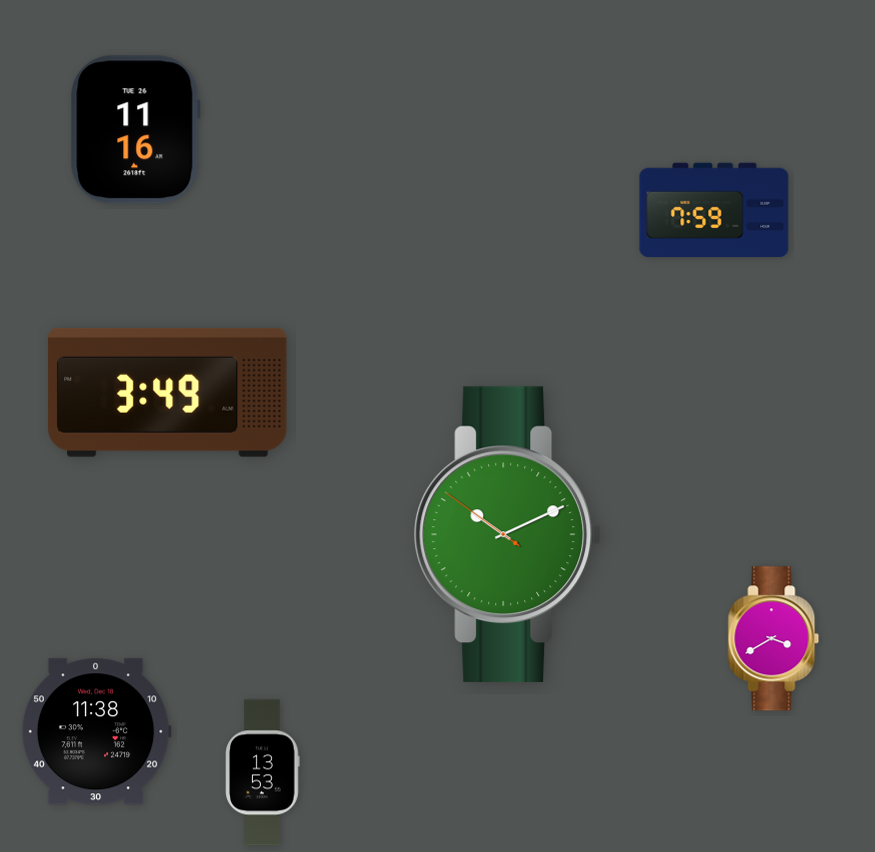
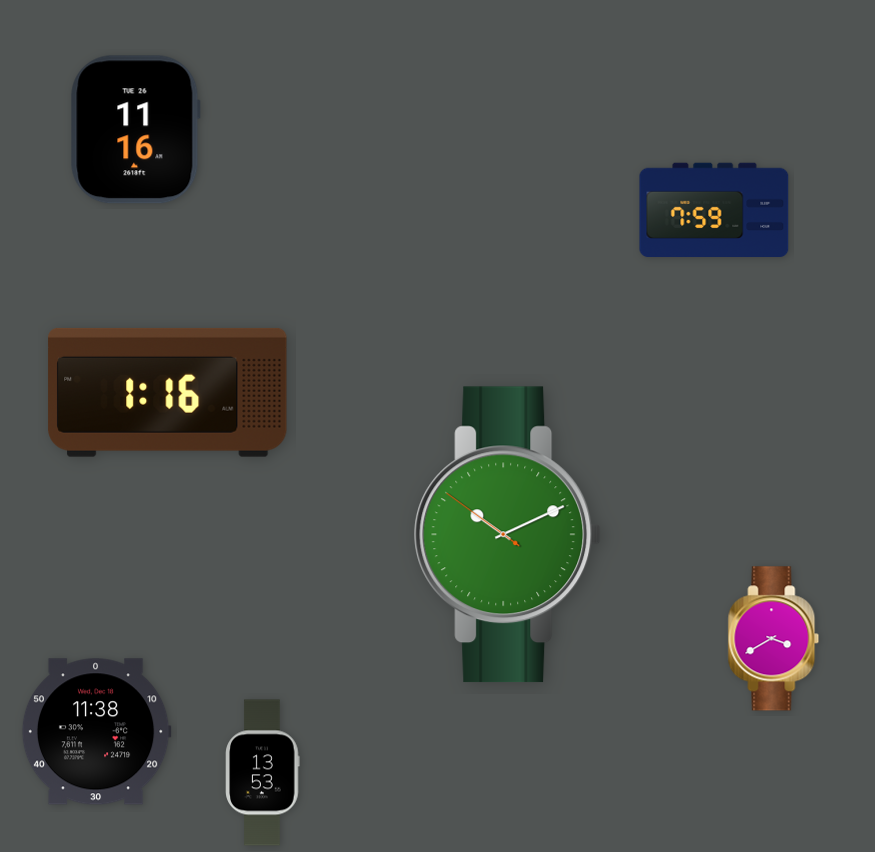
clock at (168, 392): 3:49 -> 1:16
